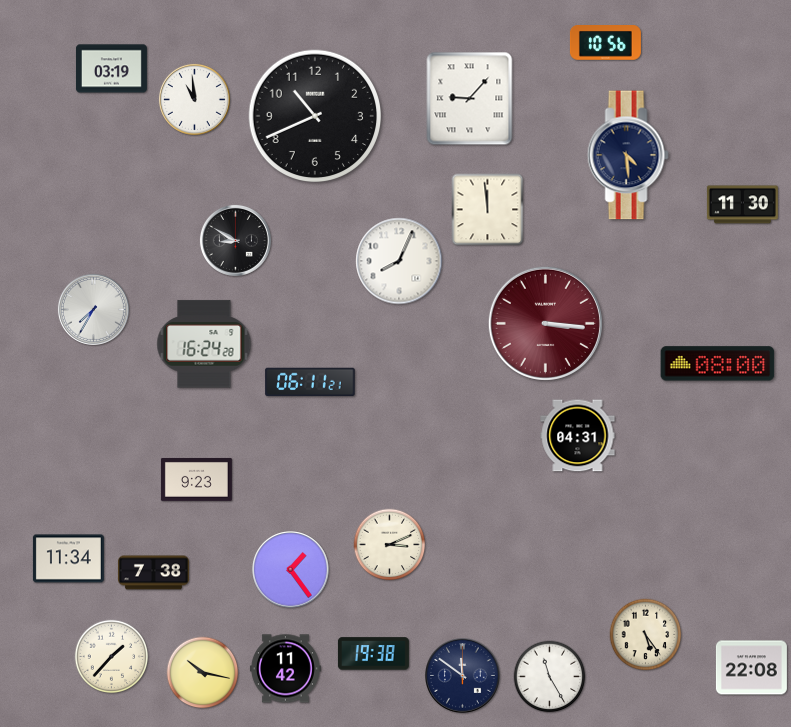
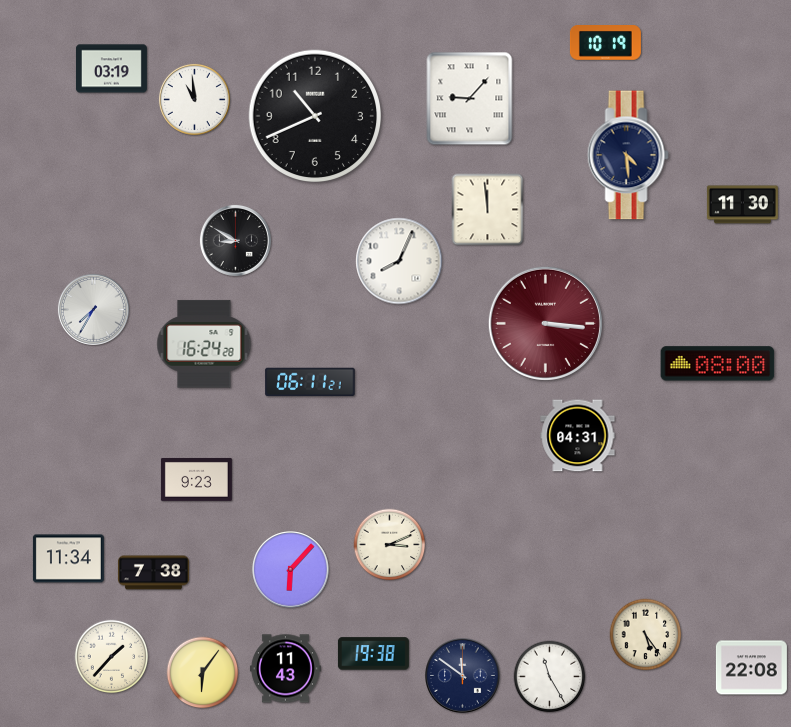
clock at (605, 43): 10:56 -> 10:19
clock at (291, 570): 1:24 -> 6:07
clock at (285, 669): 11:42 -> 11:43
clock at (203, 673): 10:17 -> 6:06
